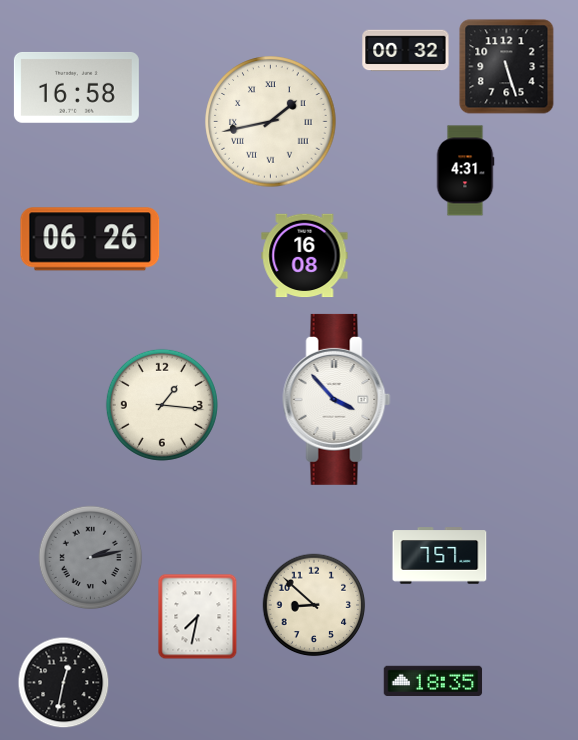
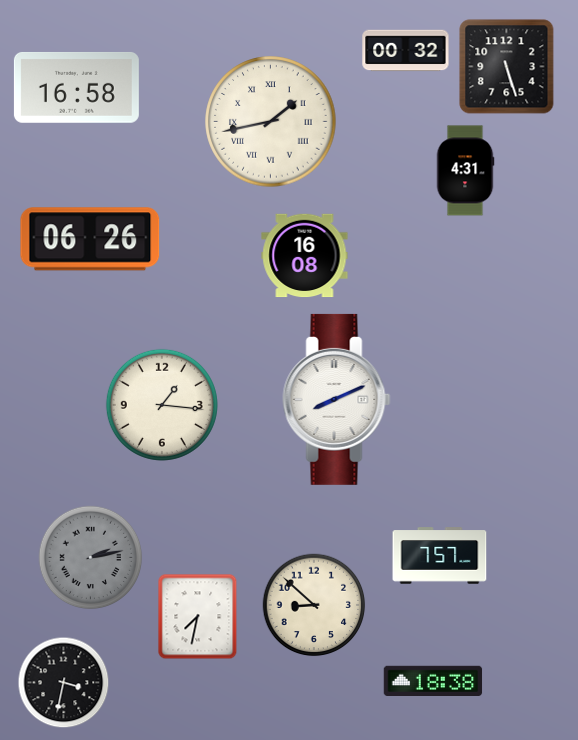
clock at (337, 399): 3:53 -> 8:11
clock at (433, 680): 18:35 -> 18:38
clock at (64, 683): 12:32 -> 3:32
